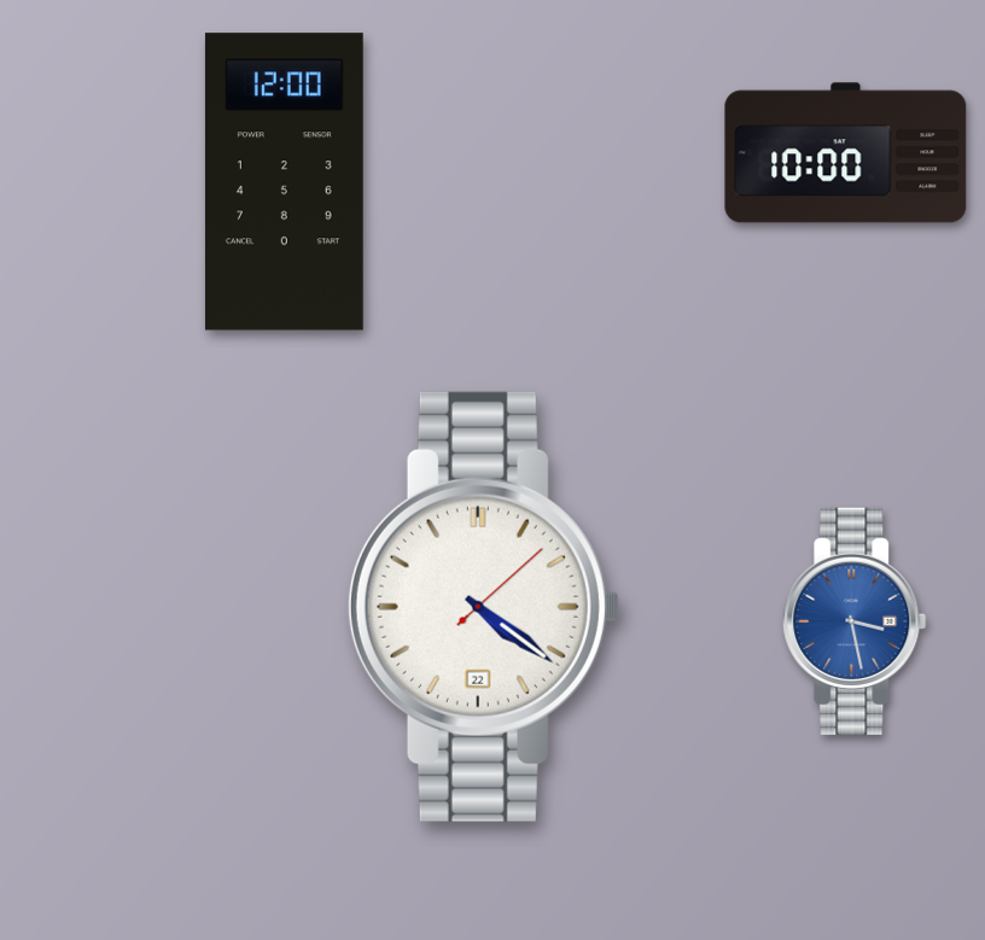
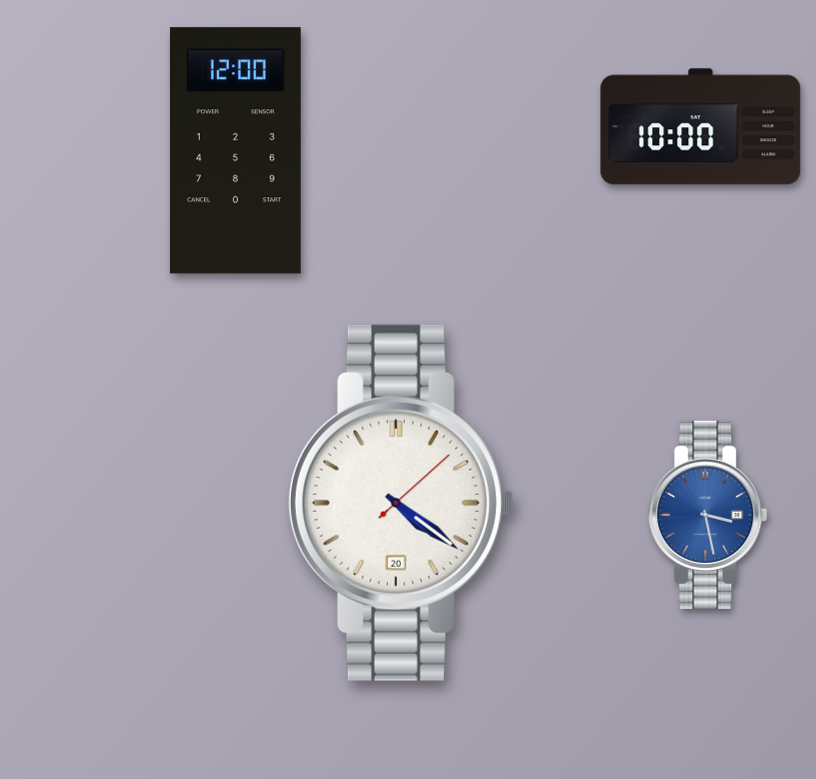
clock at (483, 607) date: 22 -> 20
